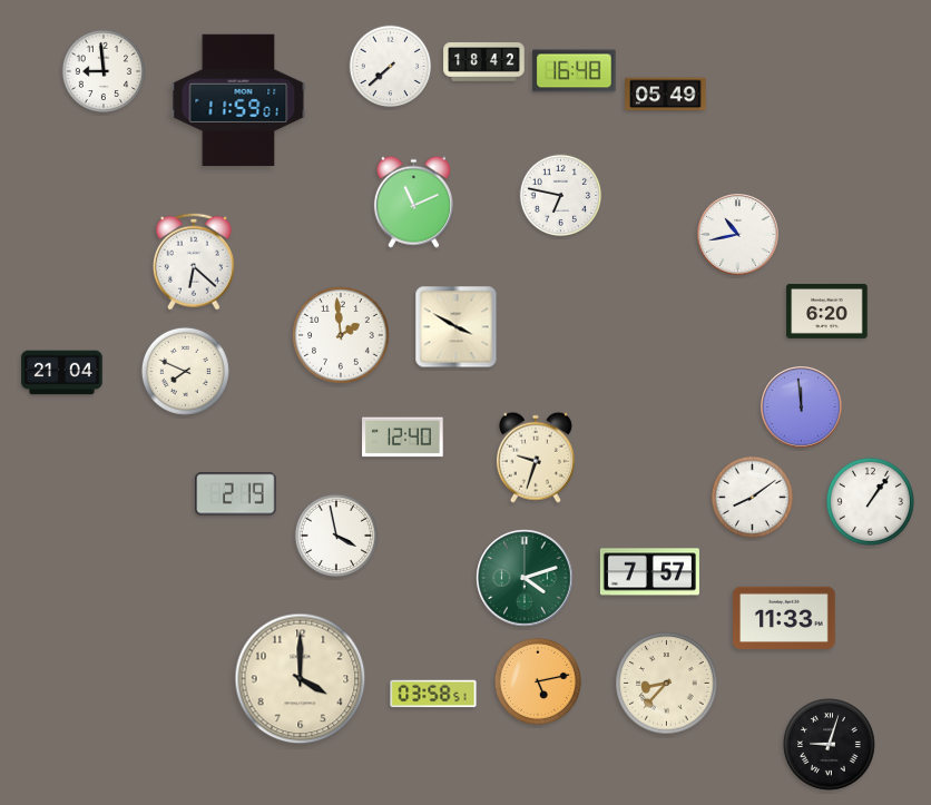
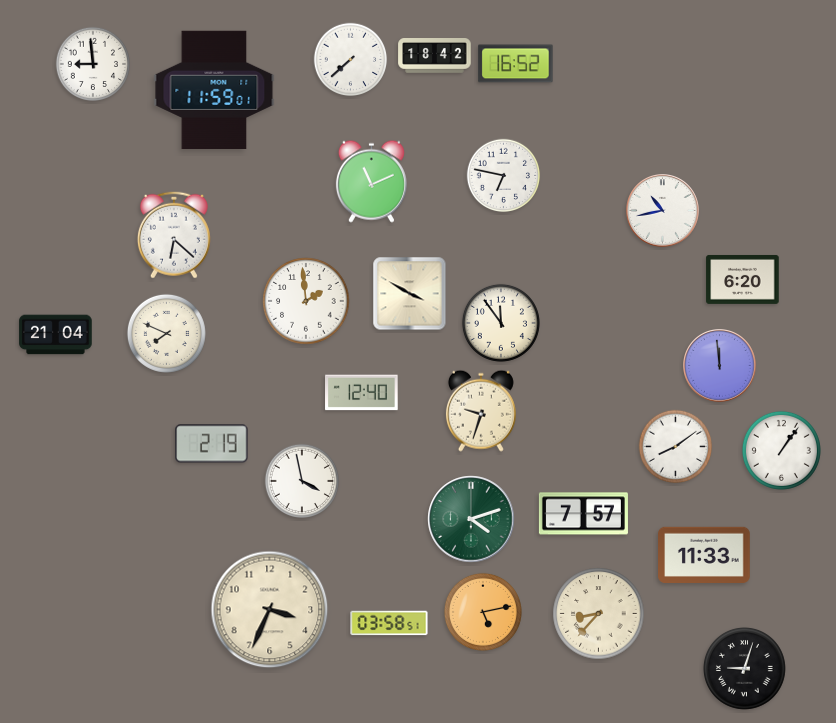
clock at (575, 71): 16:48 -> 16:52
clock at (666, 95): 05:49 -> none
clock at (501, 323): none -> 11:54
clock at (301, 679): 4:00 -> 3:34
